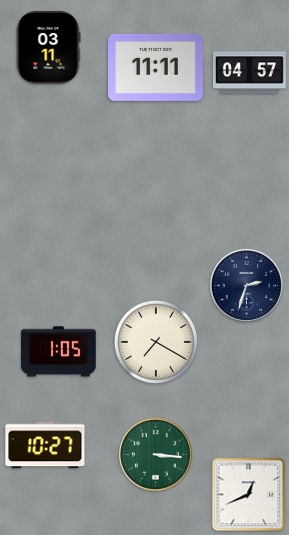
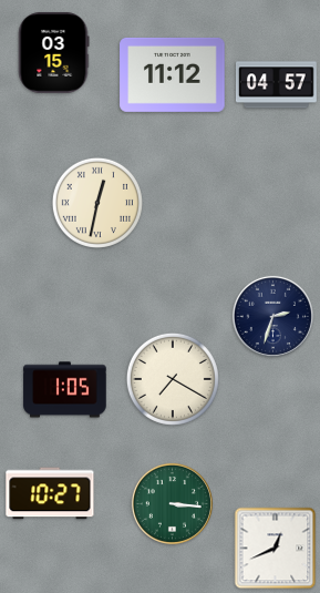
clock at (48, 47): 03:11 -> 03:15
clock at (156, 67): 11:11 -> 11:12
clock at (249, 73) position: (249, 73) -> (276, 85)
clock at (97, 203): none -> 12:32
